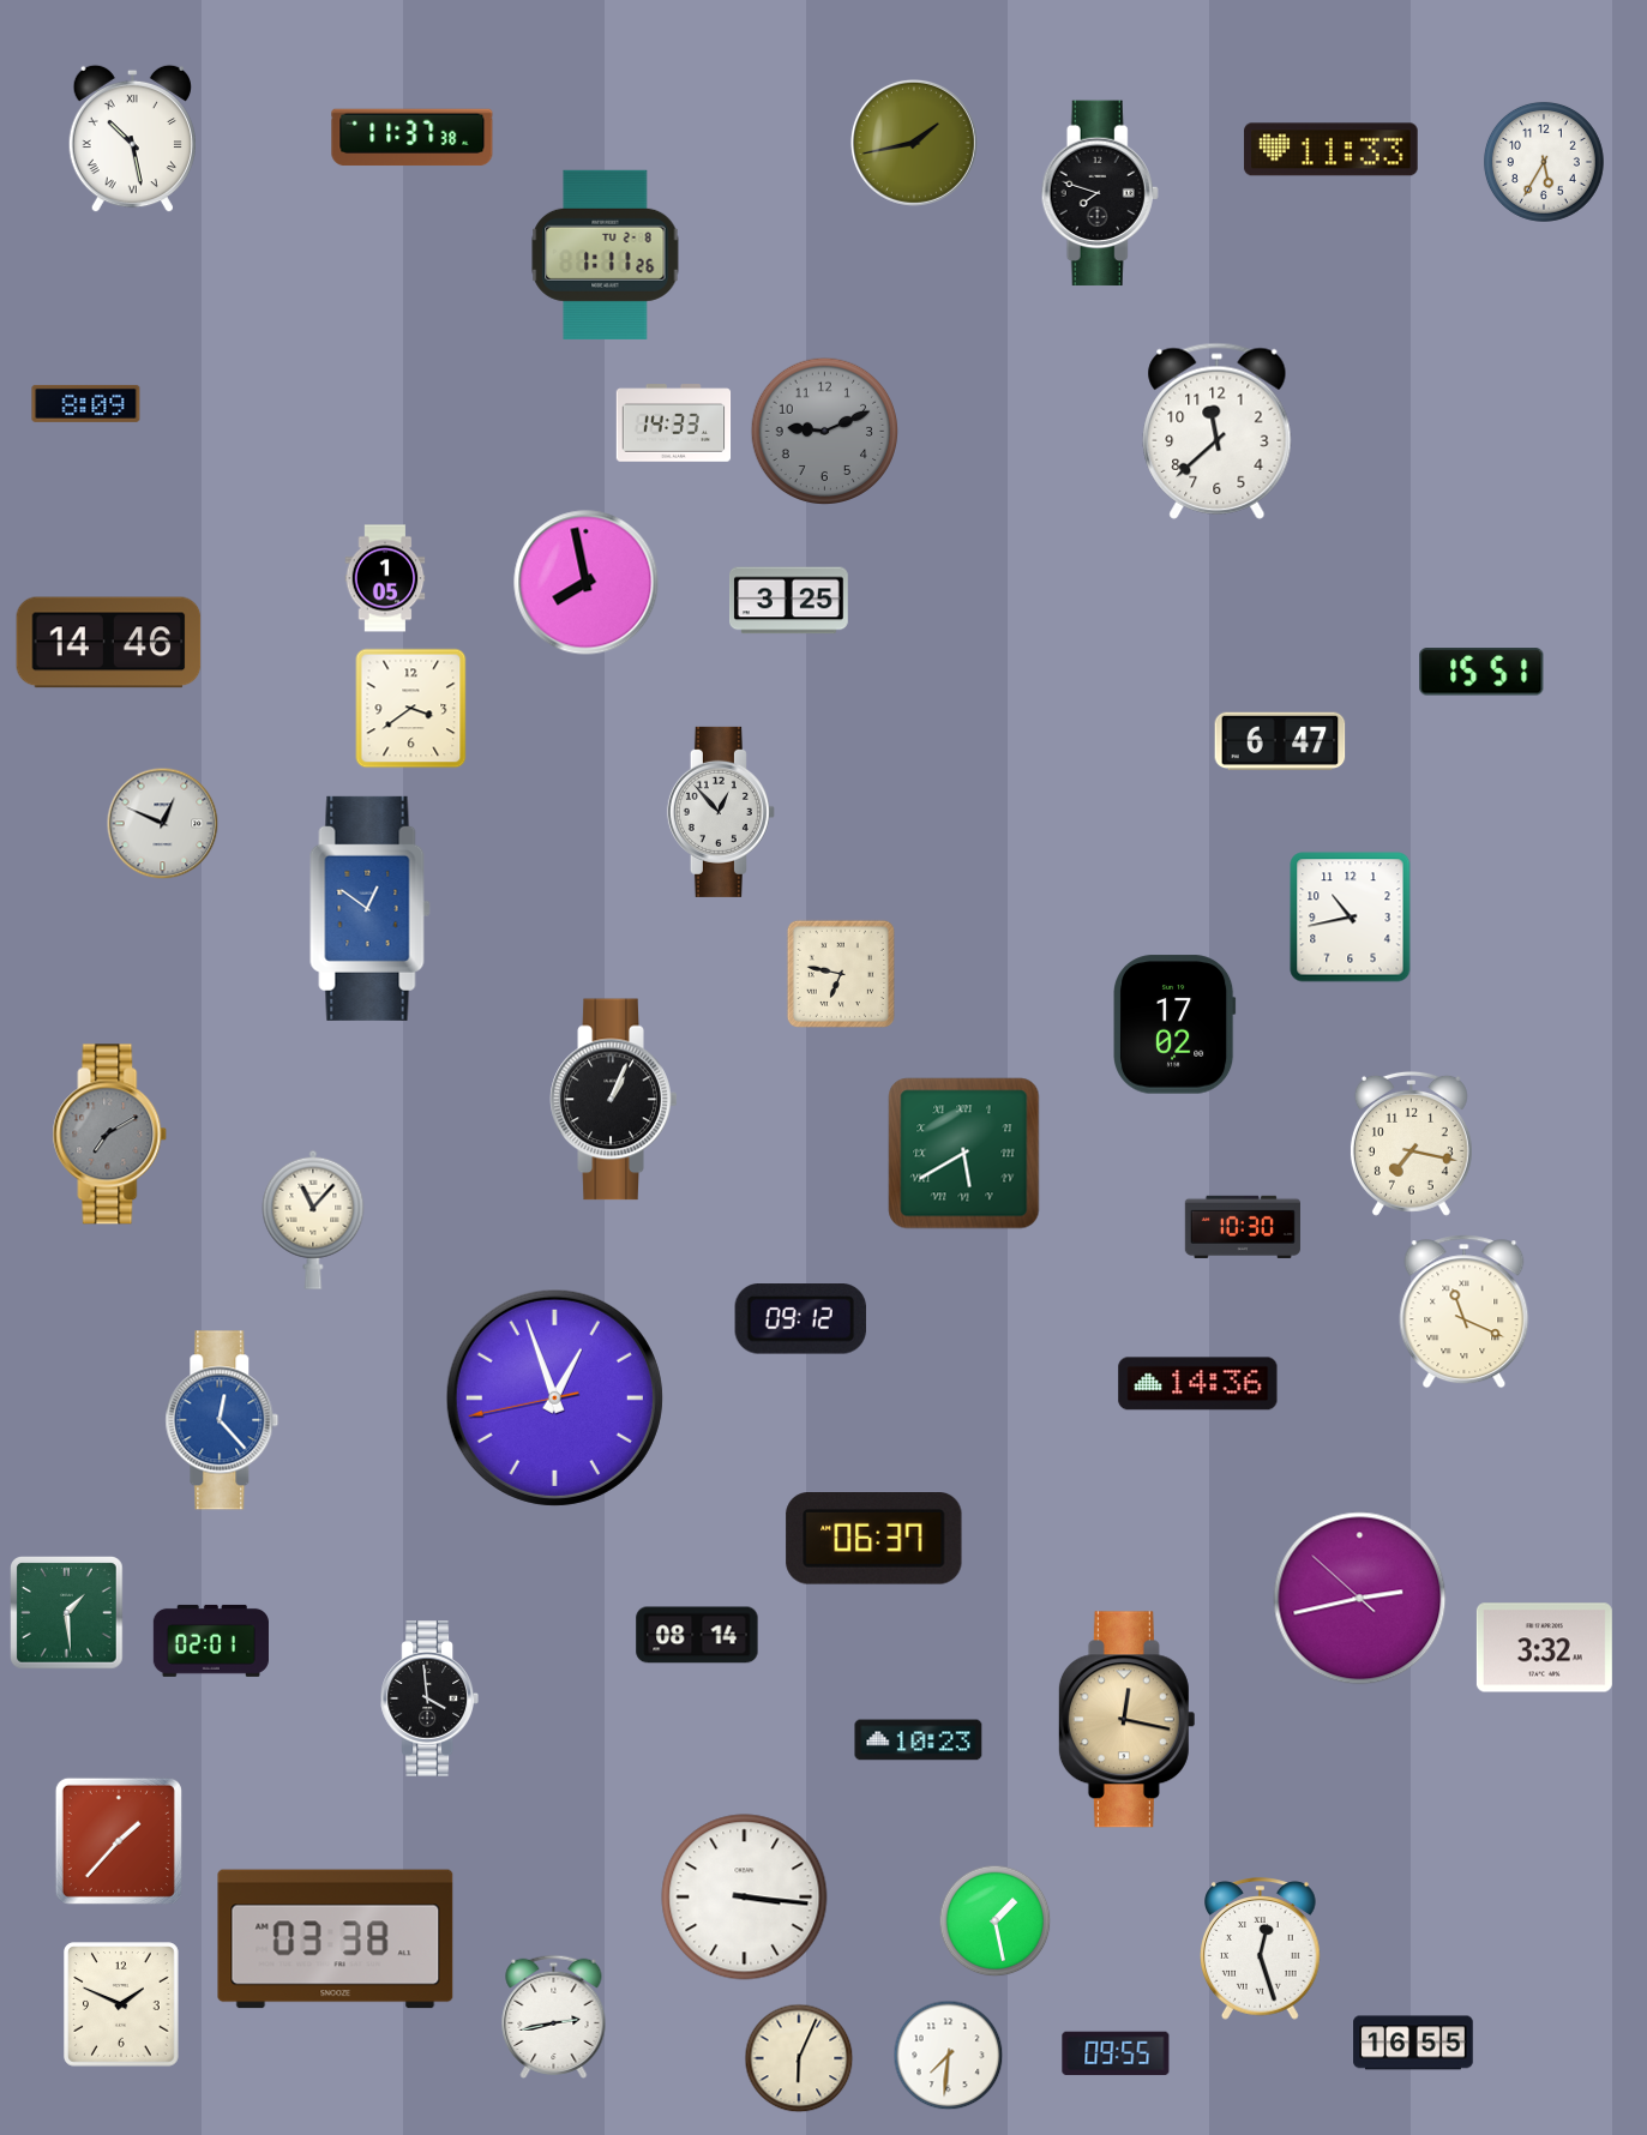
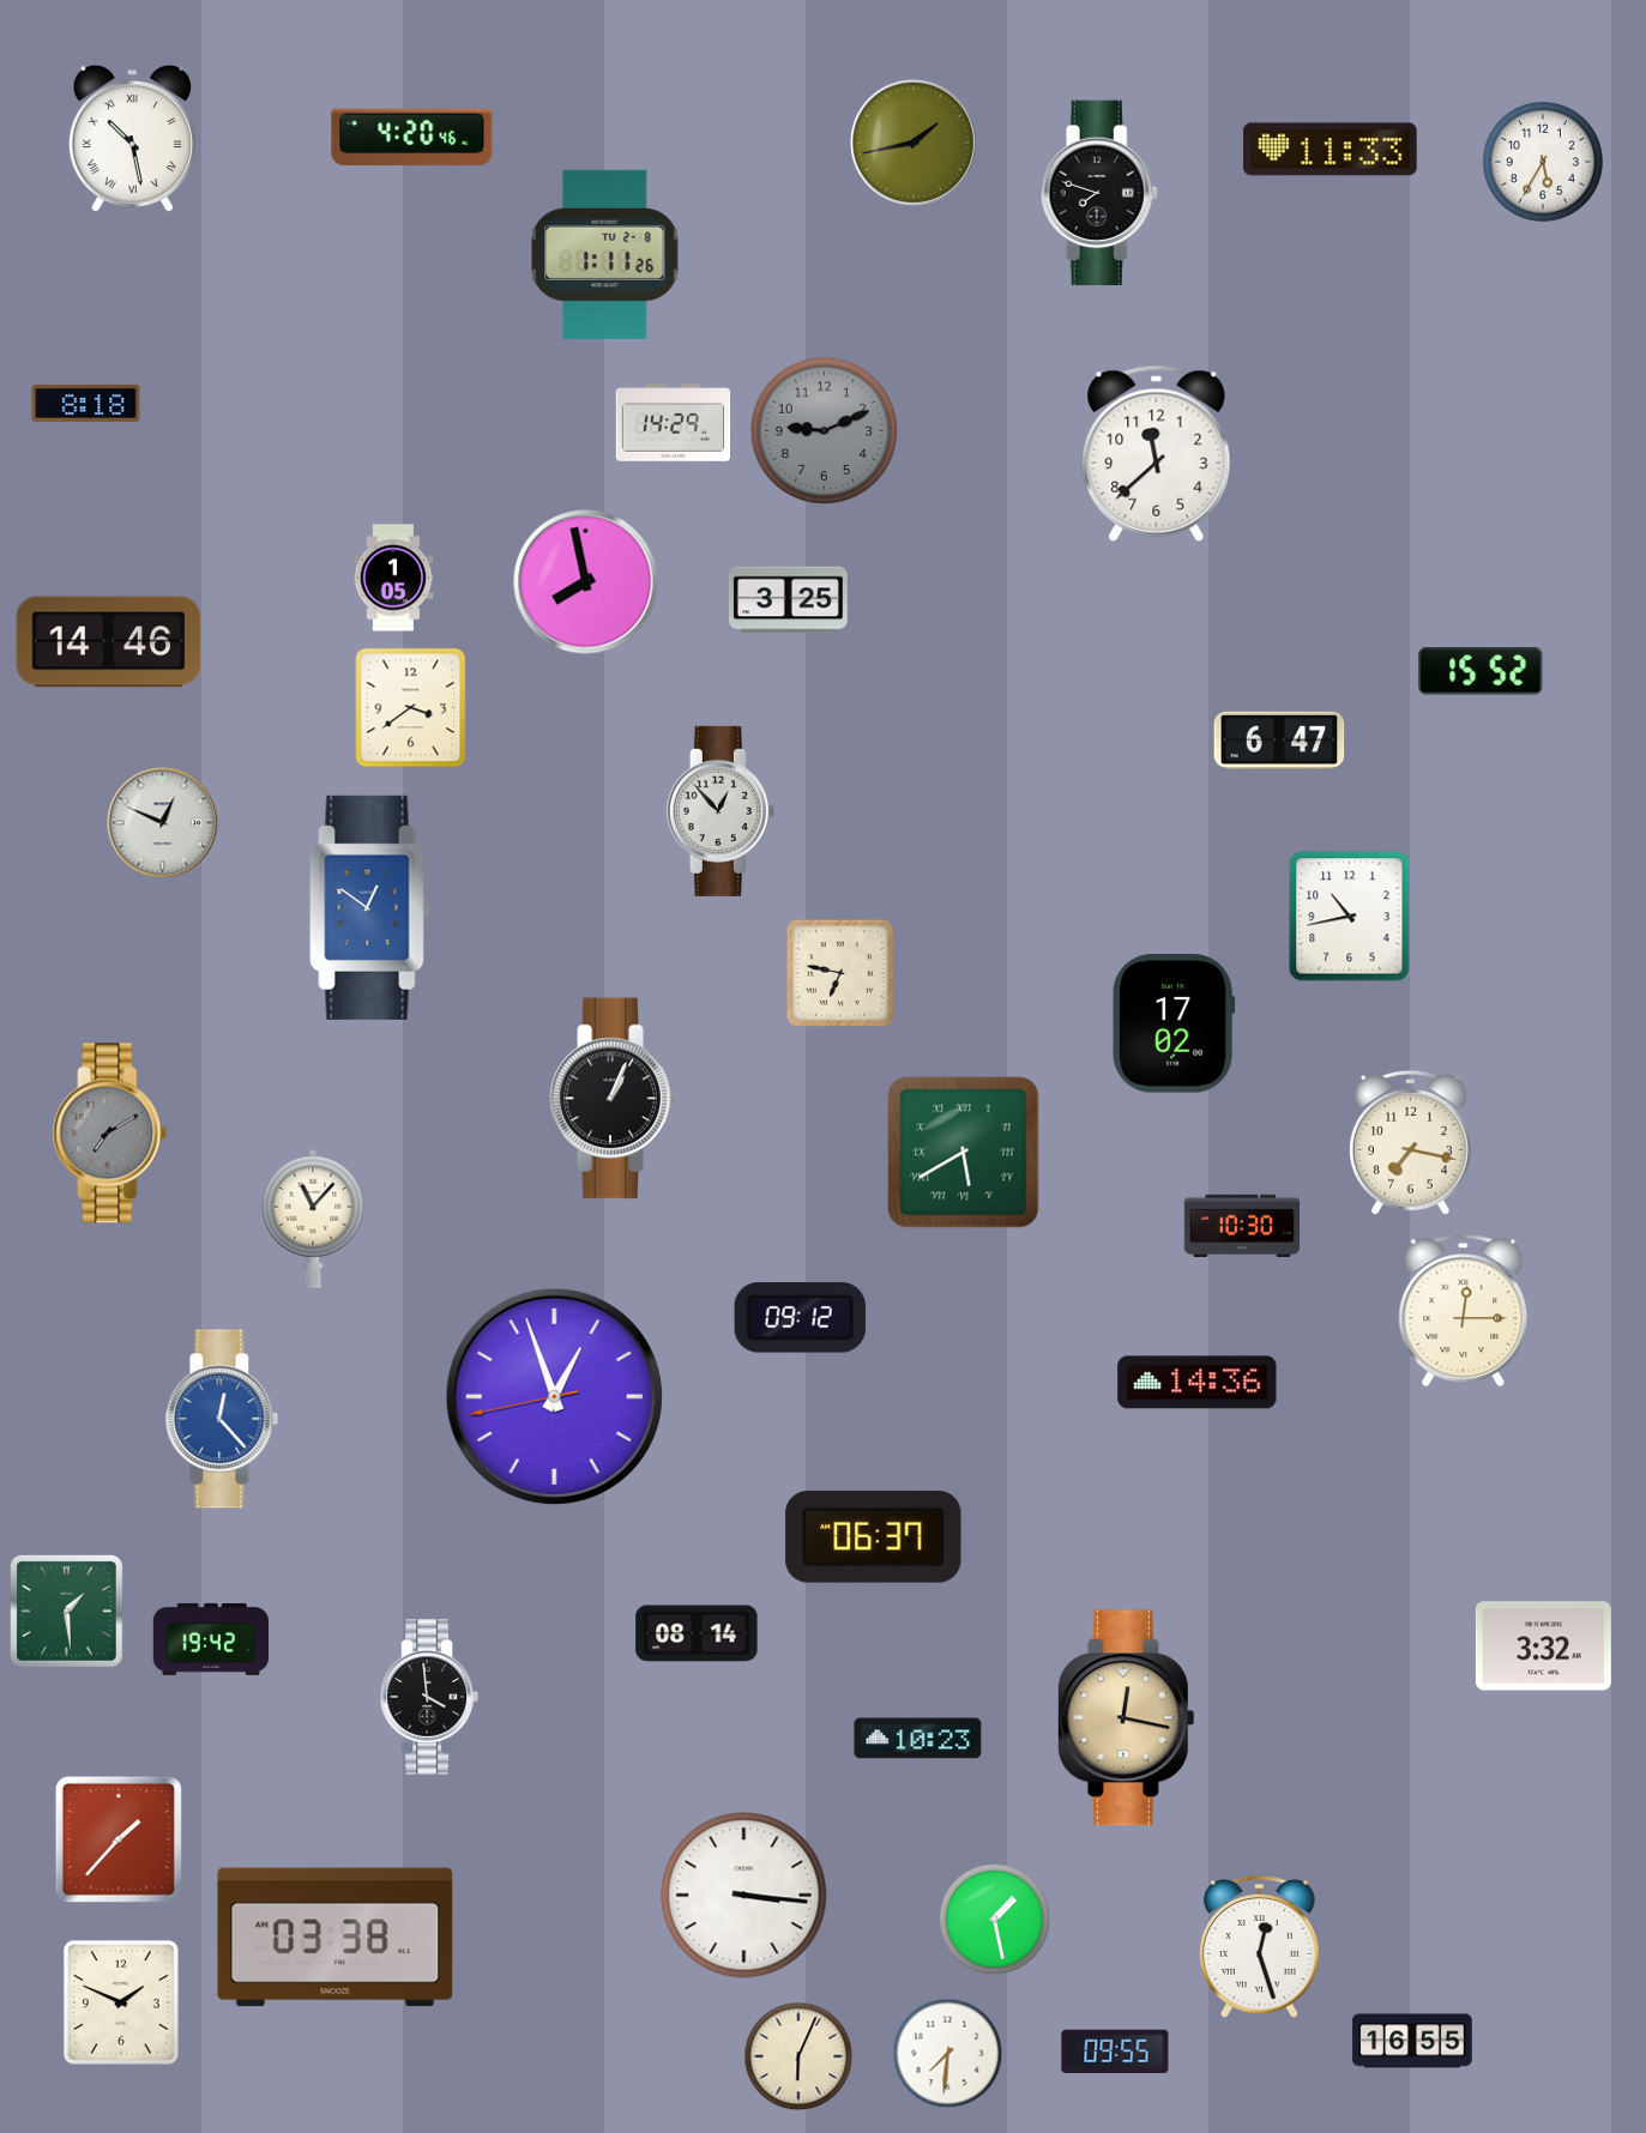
clock at (413, 138): 11:37 -> 4:20
clock at (86, 403): 8:09 -> 8:18
clock at (674, 423): 14:33 -> 14:29
clock at (1218, 431) position: (1218, 431) -> (1157, 453)
clock at (385, 578) position: (385, 578) -> (393, 578)
clock at (1481, 672): 15:51 -> 15:52
clock at (1465, 1312): 11:19 -> 12:15
clock at (1360, 1599): 2:42 -> none
clock at (211, 1641): 02:01 -> 19:42
clock at (554, 2016): 2:43 -> none
